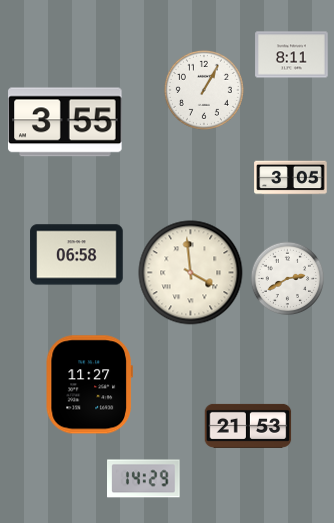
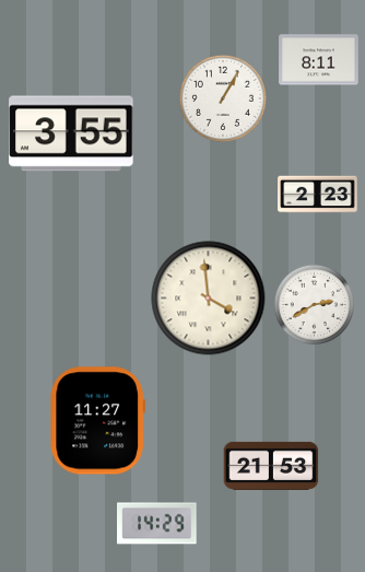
clock at (291, 178): 3:05 -> 2:23
clock at (77, 255): 06:58 -> none
